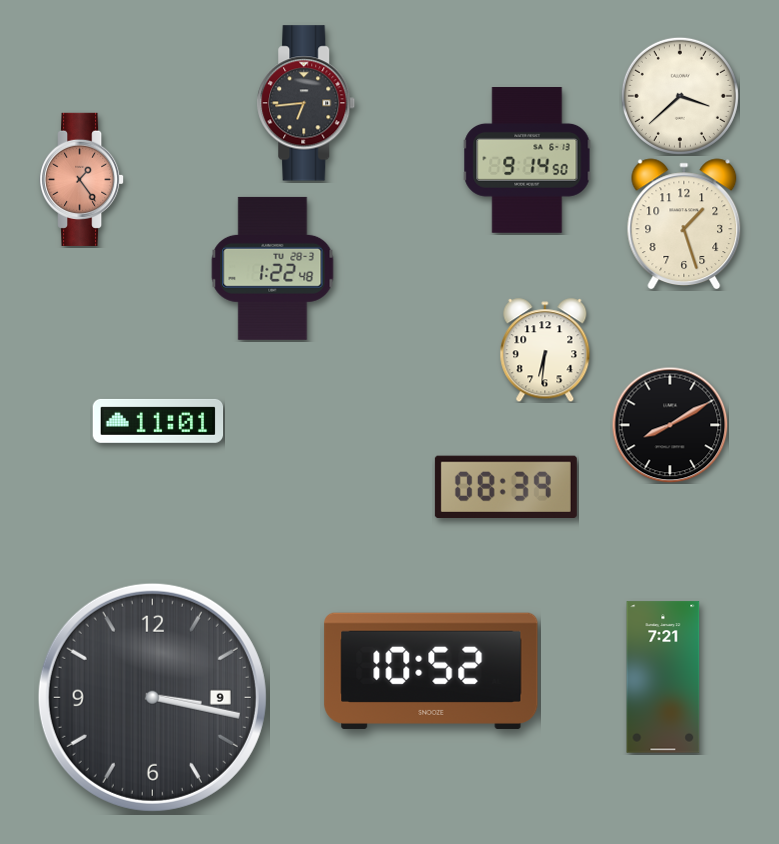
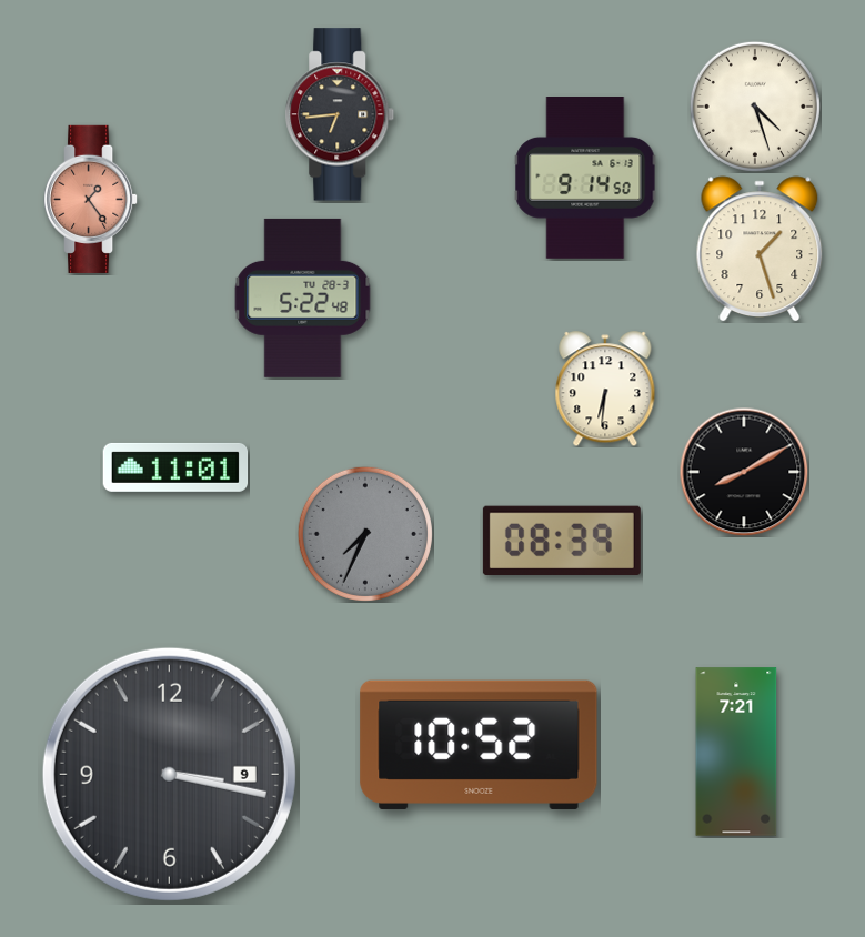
clock at (680, 96): 3:38 -> 4:27
clock at (273, 268): 1:22 -> 5:22
clock at (365, 534): none -> 7:34
